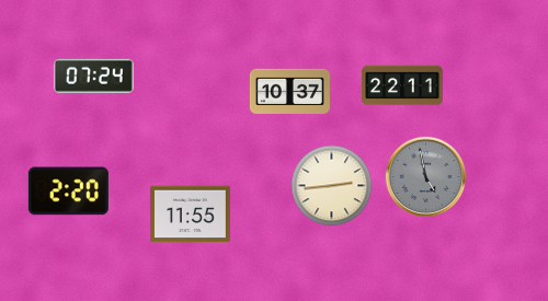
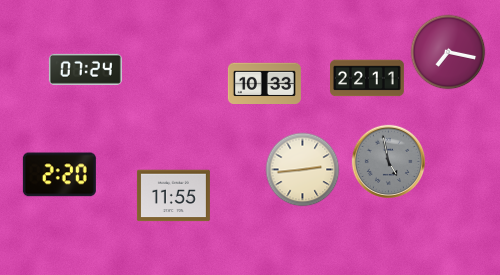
clock at (448, 52): none -> 7:17
clock at (289, 91): 10:37 -> 10:33
clock at (68, 192) position: (68, 192) -> (59, 175)
